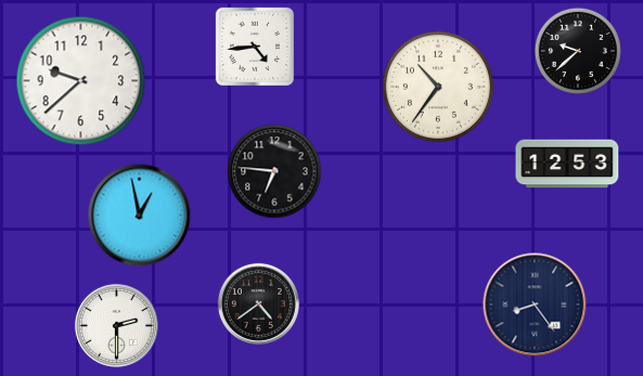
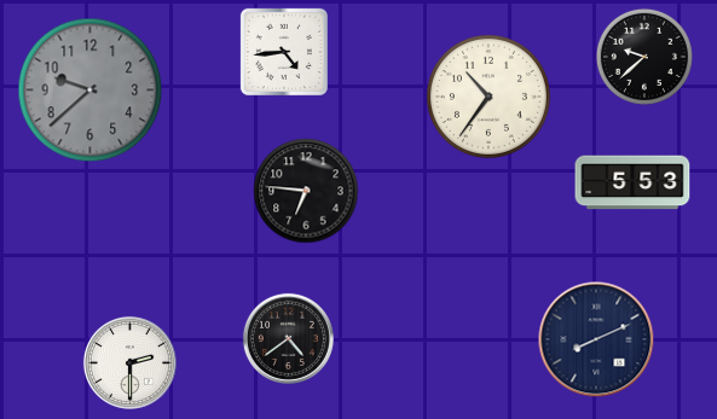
clock at (81, 81) dial: white -> grey
clock at (567, 164): 12:53 -> 5:53
clock at (140, 216): 12:58 -> none
clock at (535, 304): 8:24 -> 8:11
